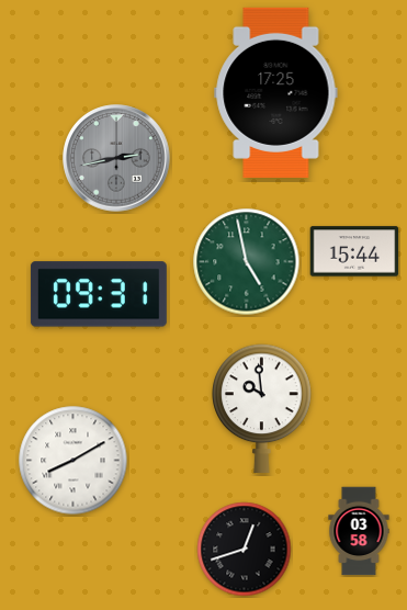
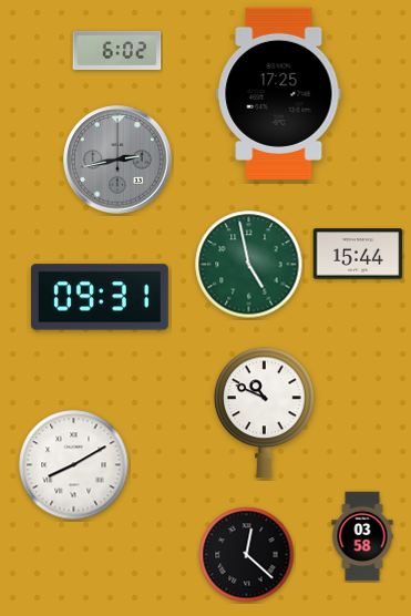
clock at (117, 50): none -> 6:02
clock at (262, 408): 9:59 -> 10:49
clock at (245, 550): 12:42 -> 12:22
